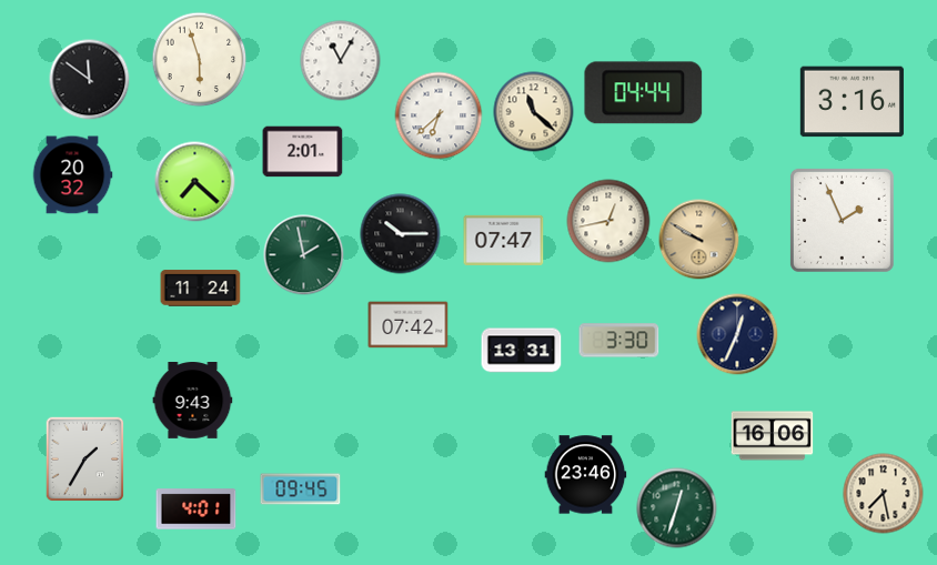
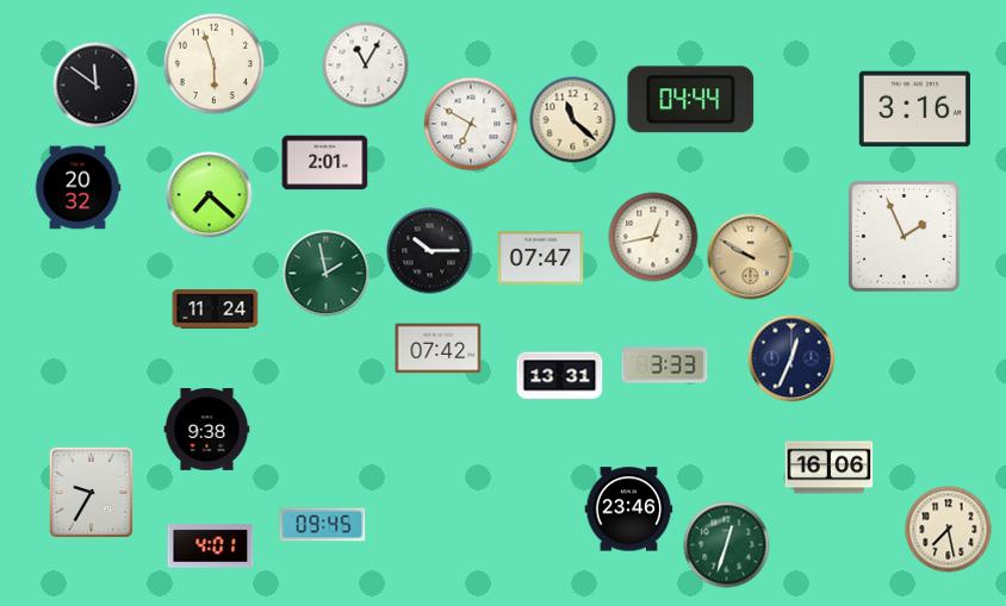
clock at (439, 115): 6:38 -> 6:50
clock at (619, 341): 3:30 -> 3:33
clock at (193, 401): 9:43 -> 9:38
clock at (85, 460): 1:35 -> 9:35
